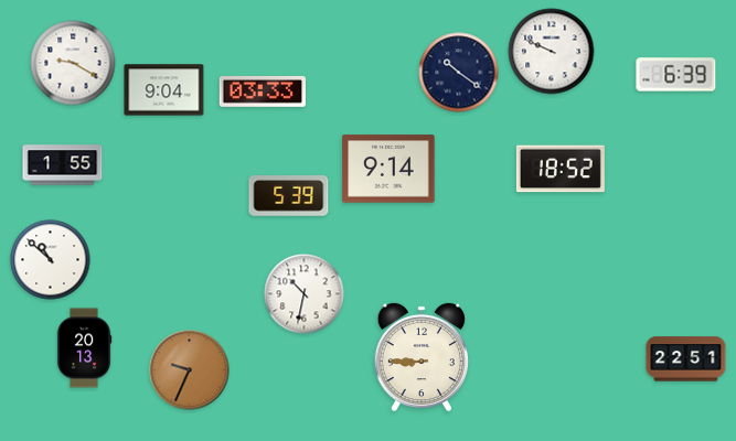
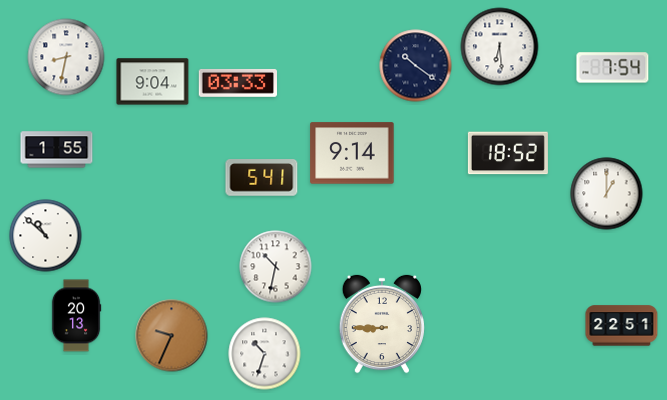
clock at (552, 52): 9:49 -> 6:29
clock at (73, 63): 9:20 -> 8:32
clock at (676, 75): 6:39 -> 7:54
clock at (164, 90) position: (164, 90) -> (153, 82)
clock at (289, 196): 5:39 -> 5:41
clock at (607, 194): none -> 1:00
clock at (265, 354): none -> 10:33
